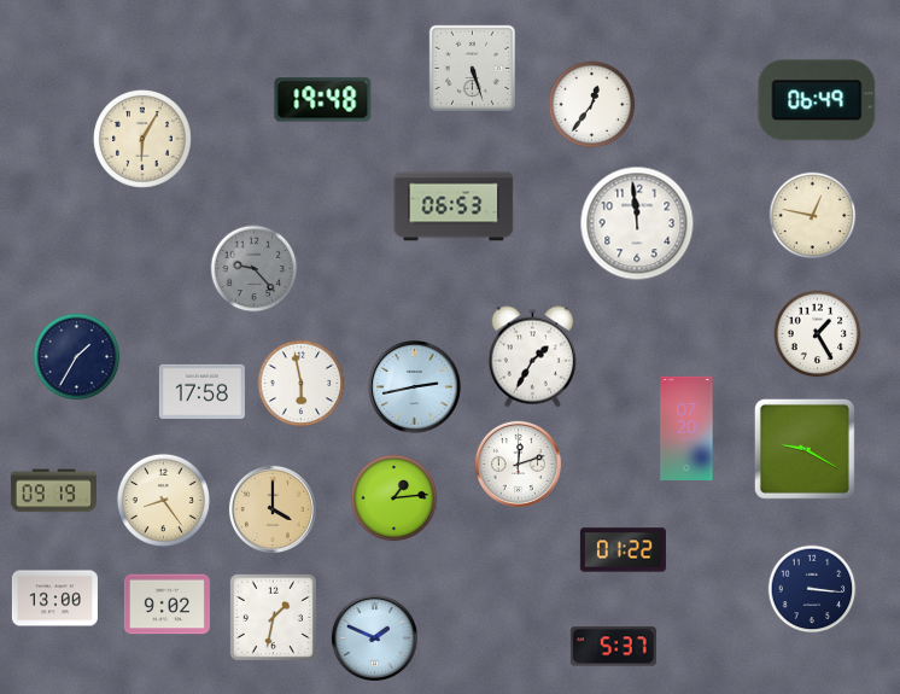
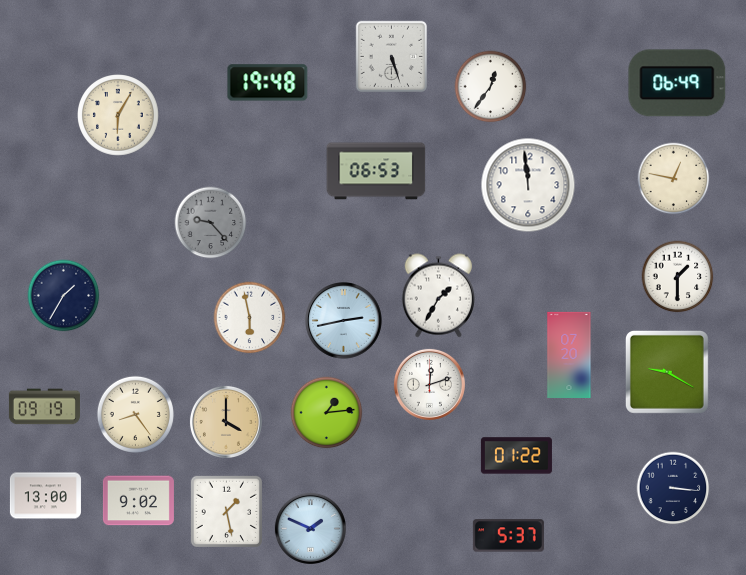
clock at (818, 334): 1:25 -> 1:30
clock at (532, 357) position: (532, 357) -> (438, 296)
clock at (201, 391): 17:58 -> none
clock at (273, 617): 1:32 -> 1:28
